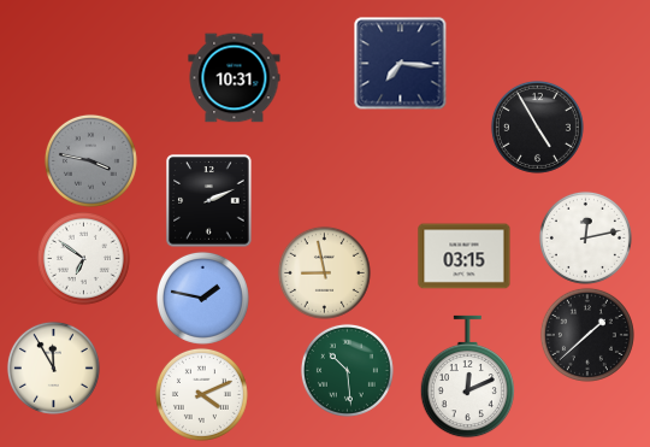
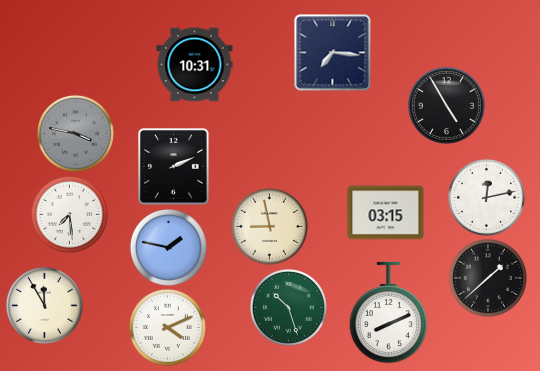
clock at (83, 258): 6:51 -> 7:29
clock at (347, 370): 10:29 -> 10:27
clock at (468, 377): 12:11 -> 8:11
